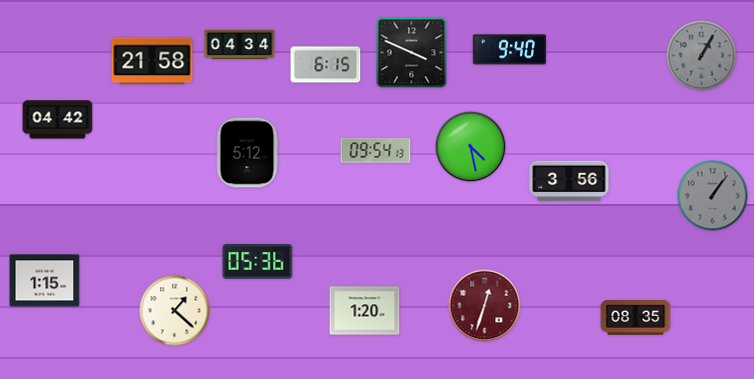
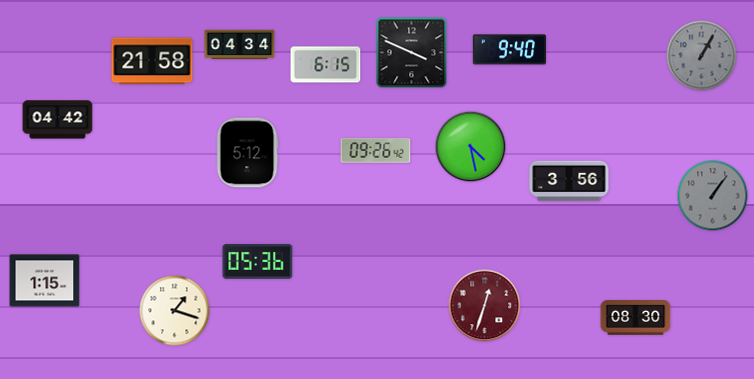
clock at (376, 151): 09:54 -> 09:26
clock at (175, 311): 1:22 -> 1:18
clock at (365, 311): 1:20 -> none
clock at (636, 318): 08:35 -> 08:30
